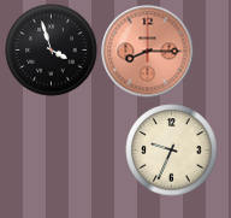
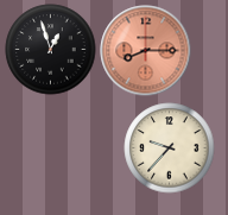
clock at (52, 51): 3:57 -> 12:57
clock at (172, 151): 9:34 -> 9:37
